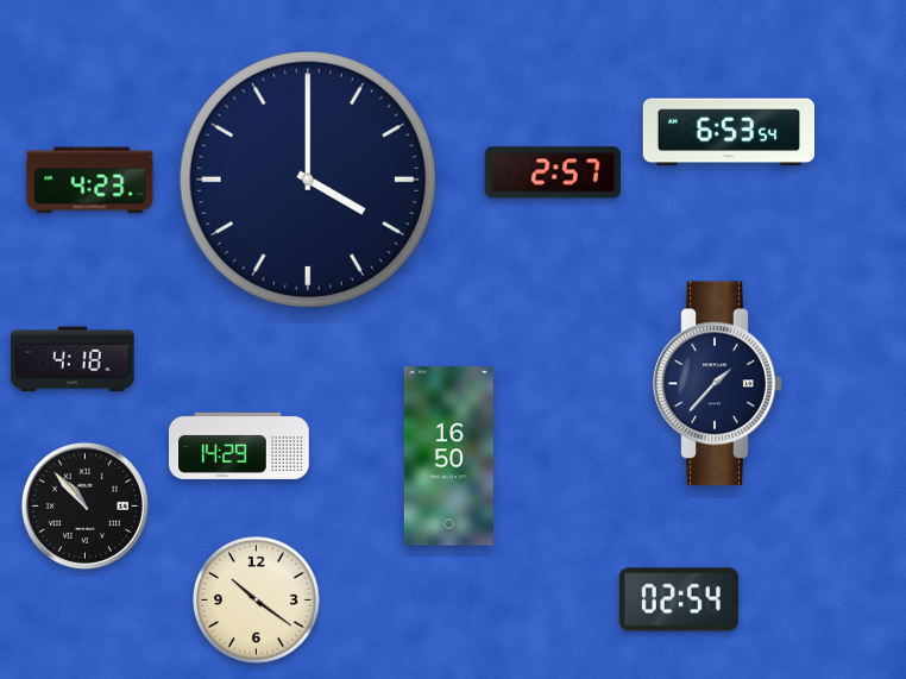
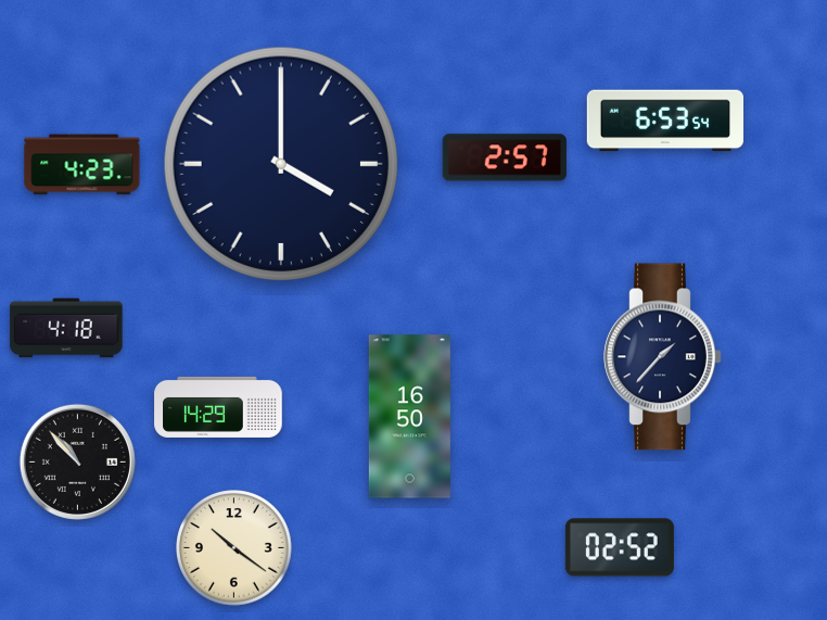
clock at (718, 384) position: (718, 384) -> (663, 357)
clock at (679, 599): 02:54 -> 02:52
